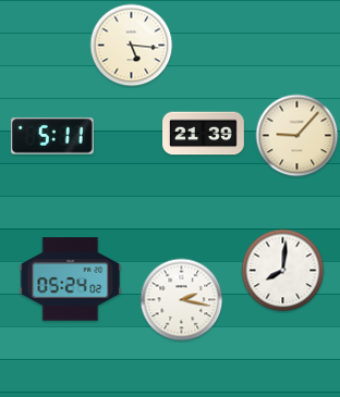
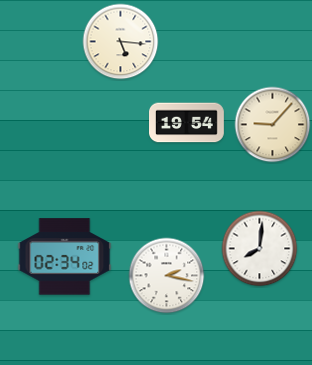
clock at (204, 134): 21:39 -> 19:54
clock at (52, 136): 5:11 -> none
clock at (71, 280): 05:24 -> 02:34
